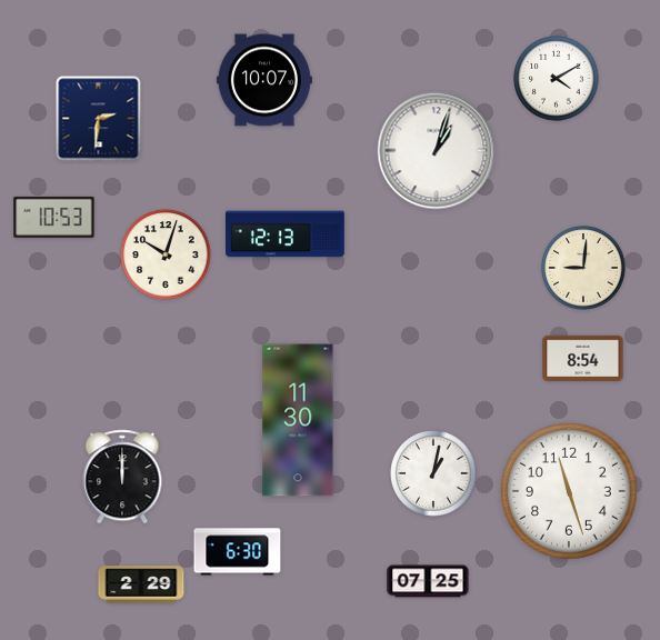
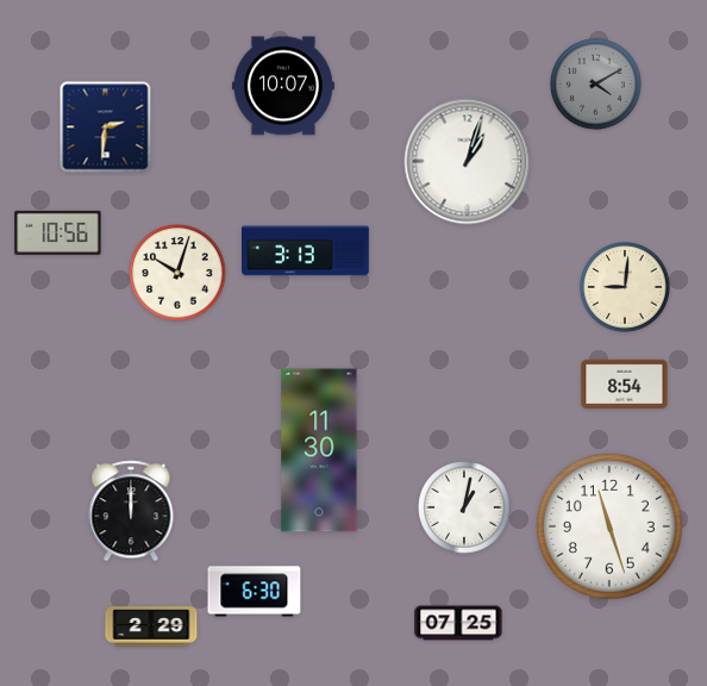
clock at (557, 79) dial: white -> grey
clock at (54, 217): 10:53 -> 10:56
clock at (286, 234): 12:13 -> 3:13
